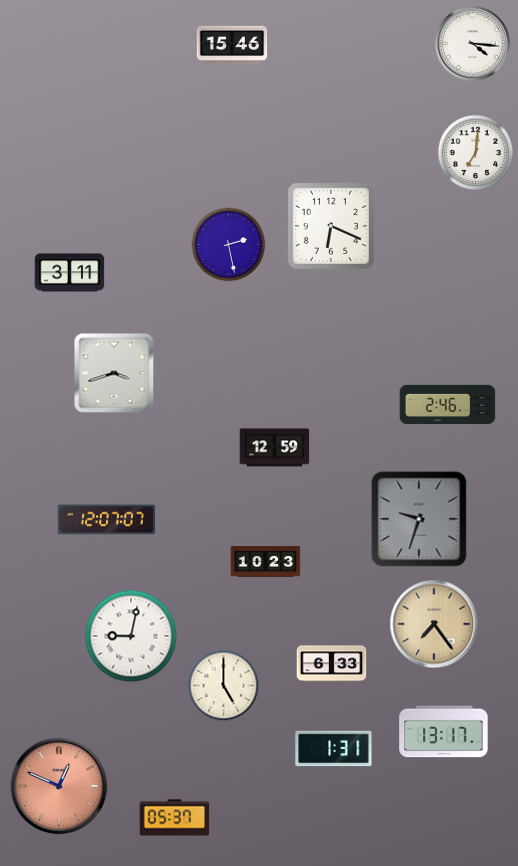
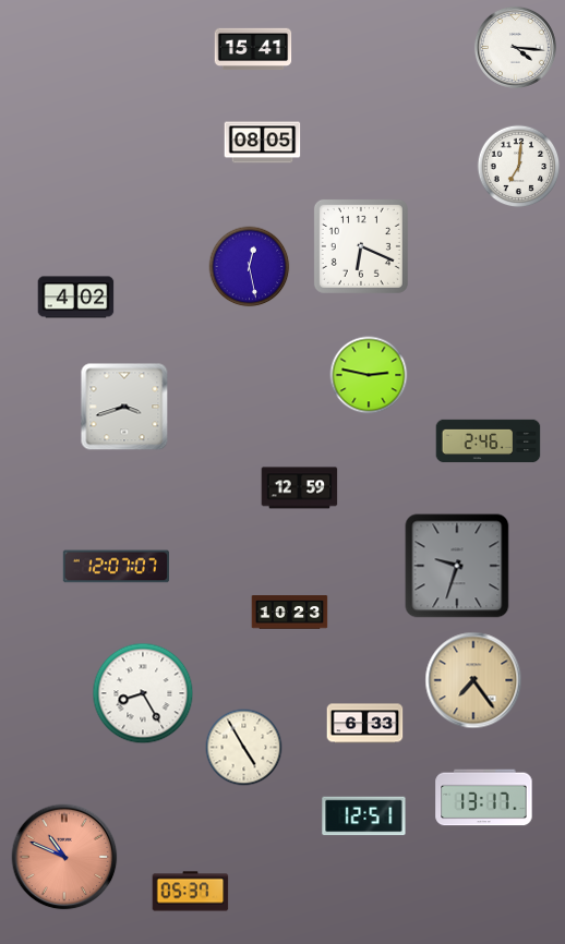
clock at (232, 45): 15:46 -> 15:41
clock at (263, 143): none -> 08:05
clock at (229, 245): 2:28 -> 12:28
clock at (70, 273): 3:11 -> 4:02
clock at (369, 375): none -> 2:47
clock at (131, 636): 9:02 -> 8:25
clock at (332, 664) position: (332, 664) -> (365, 724)
clock at (224, 686): 5:00 -> 4:55
clock at (334, 749): 1:31 -> 12:51
clock at (59, 786): 12:49 -> 10:49
